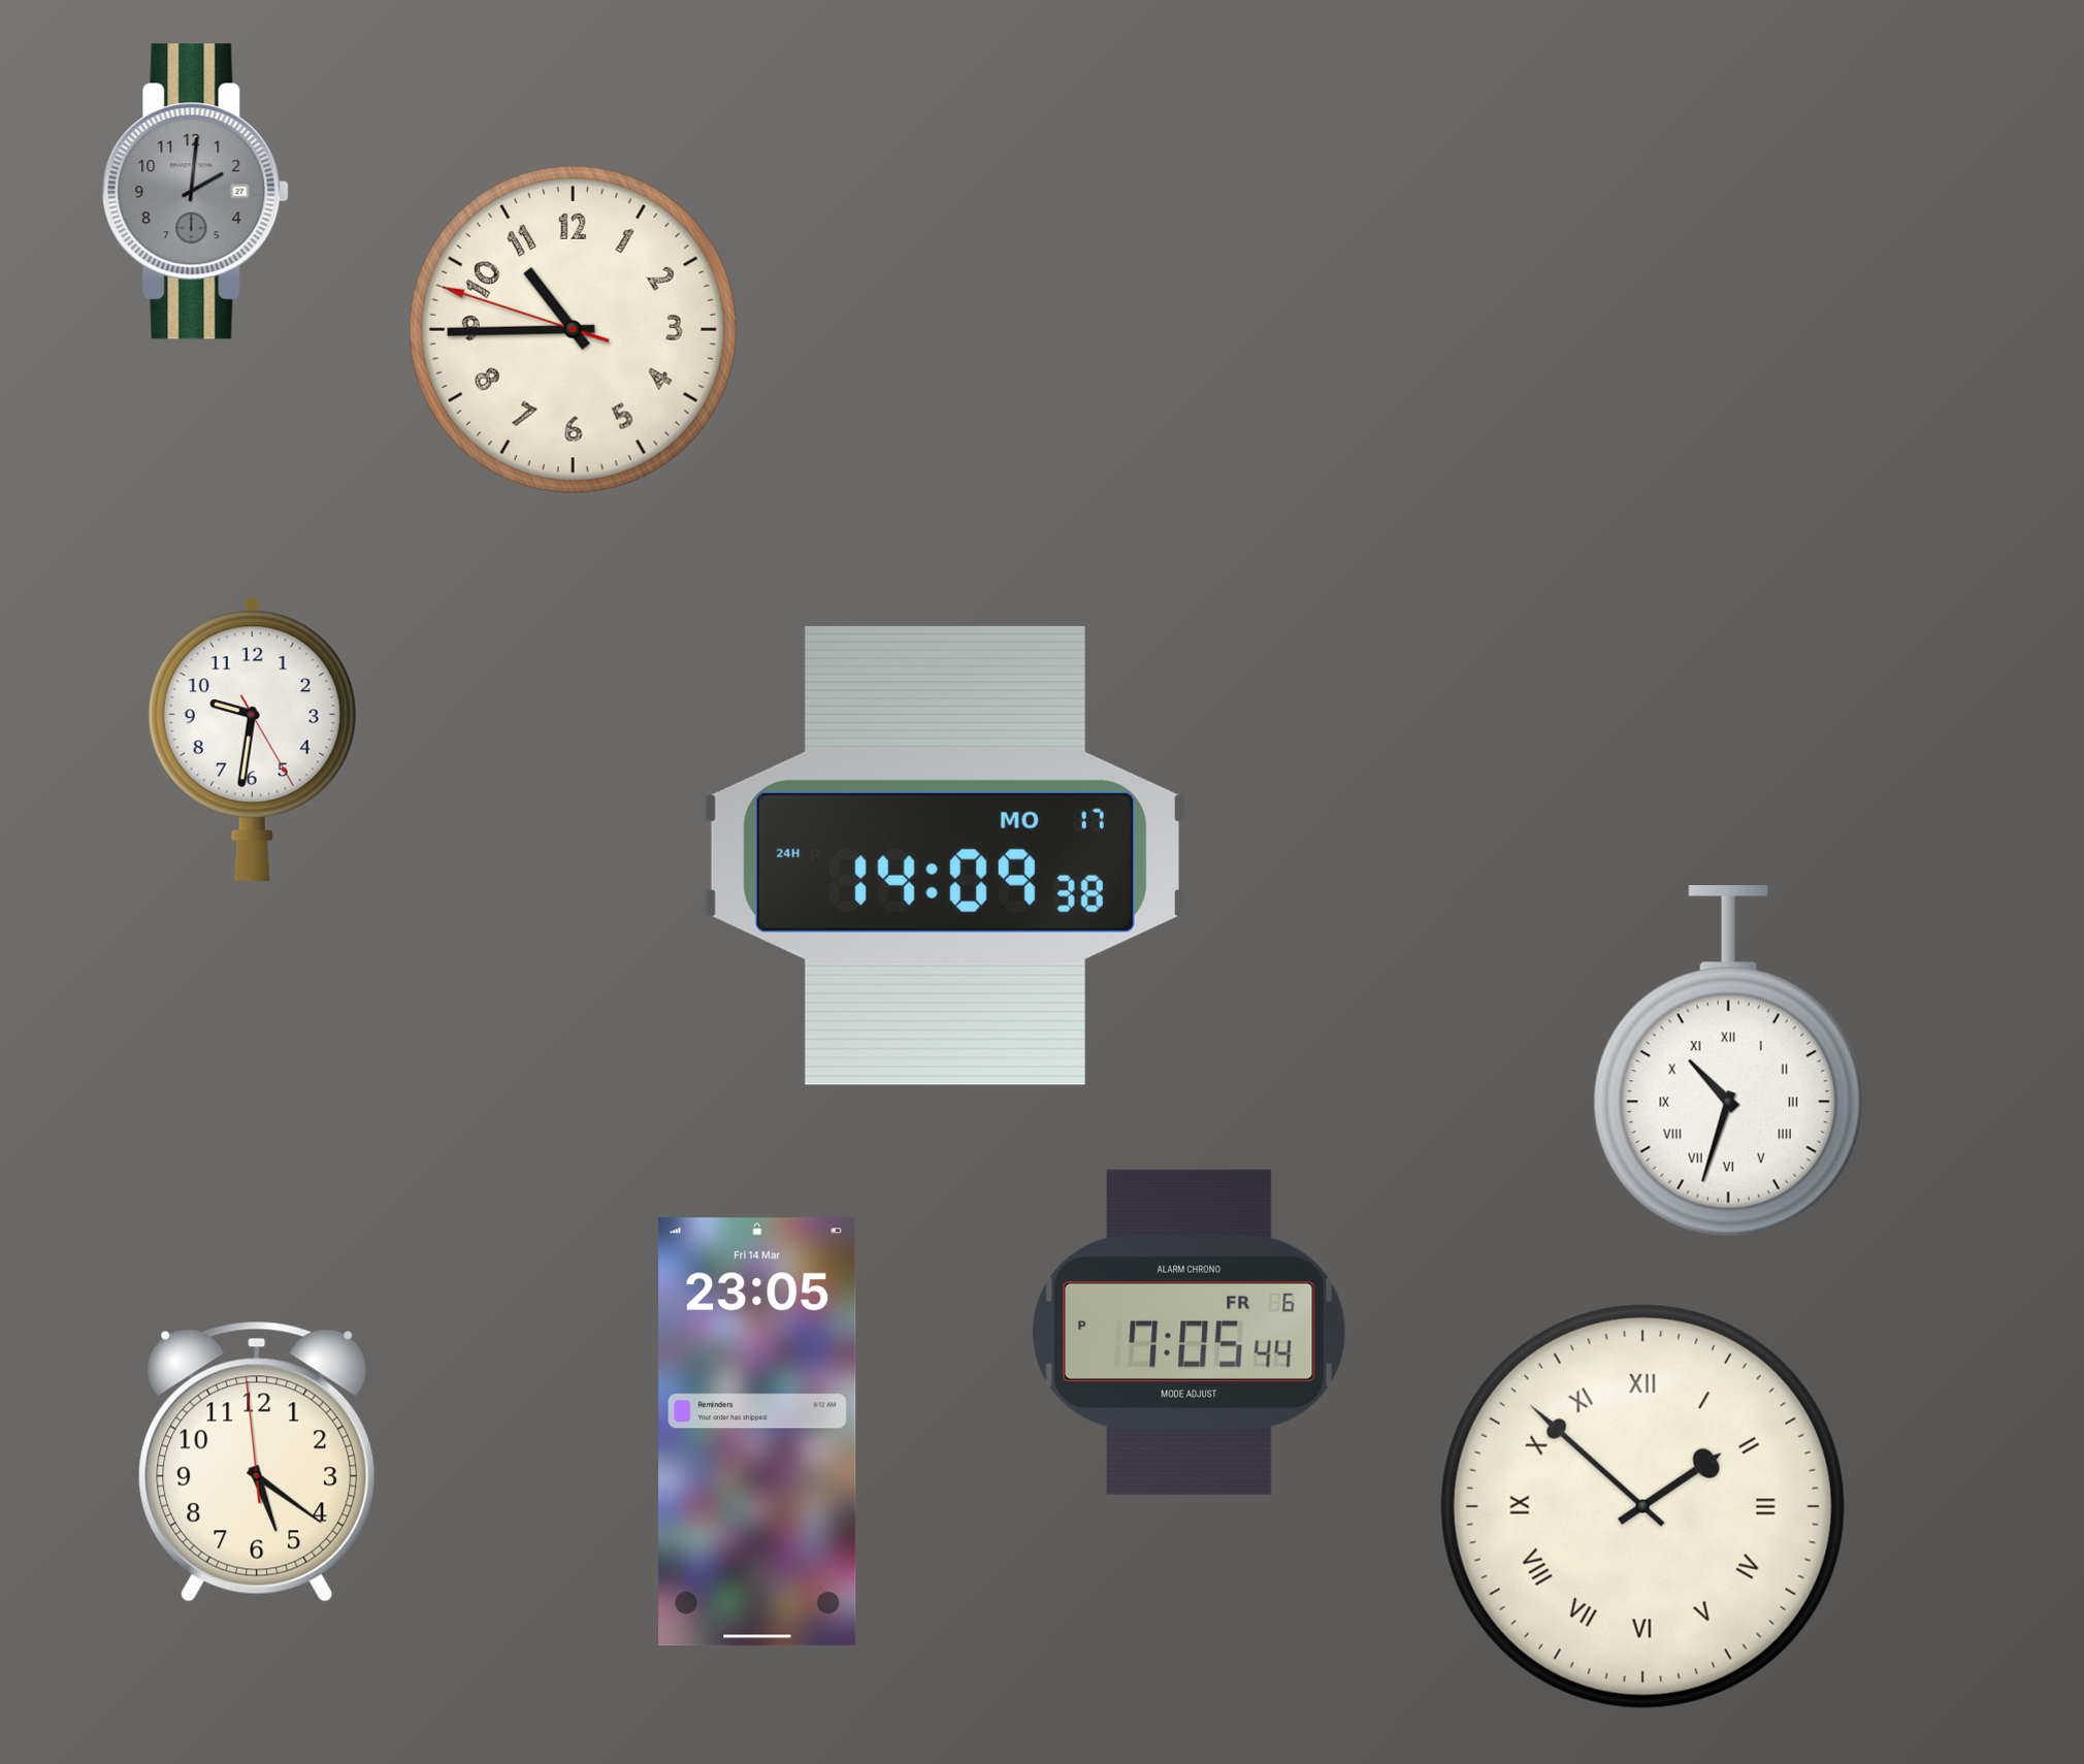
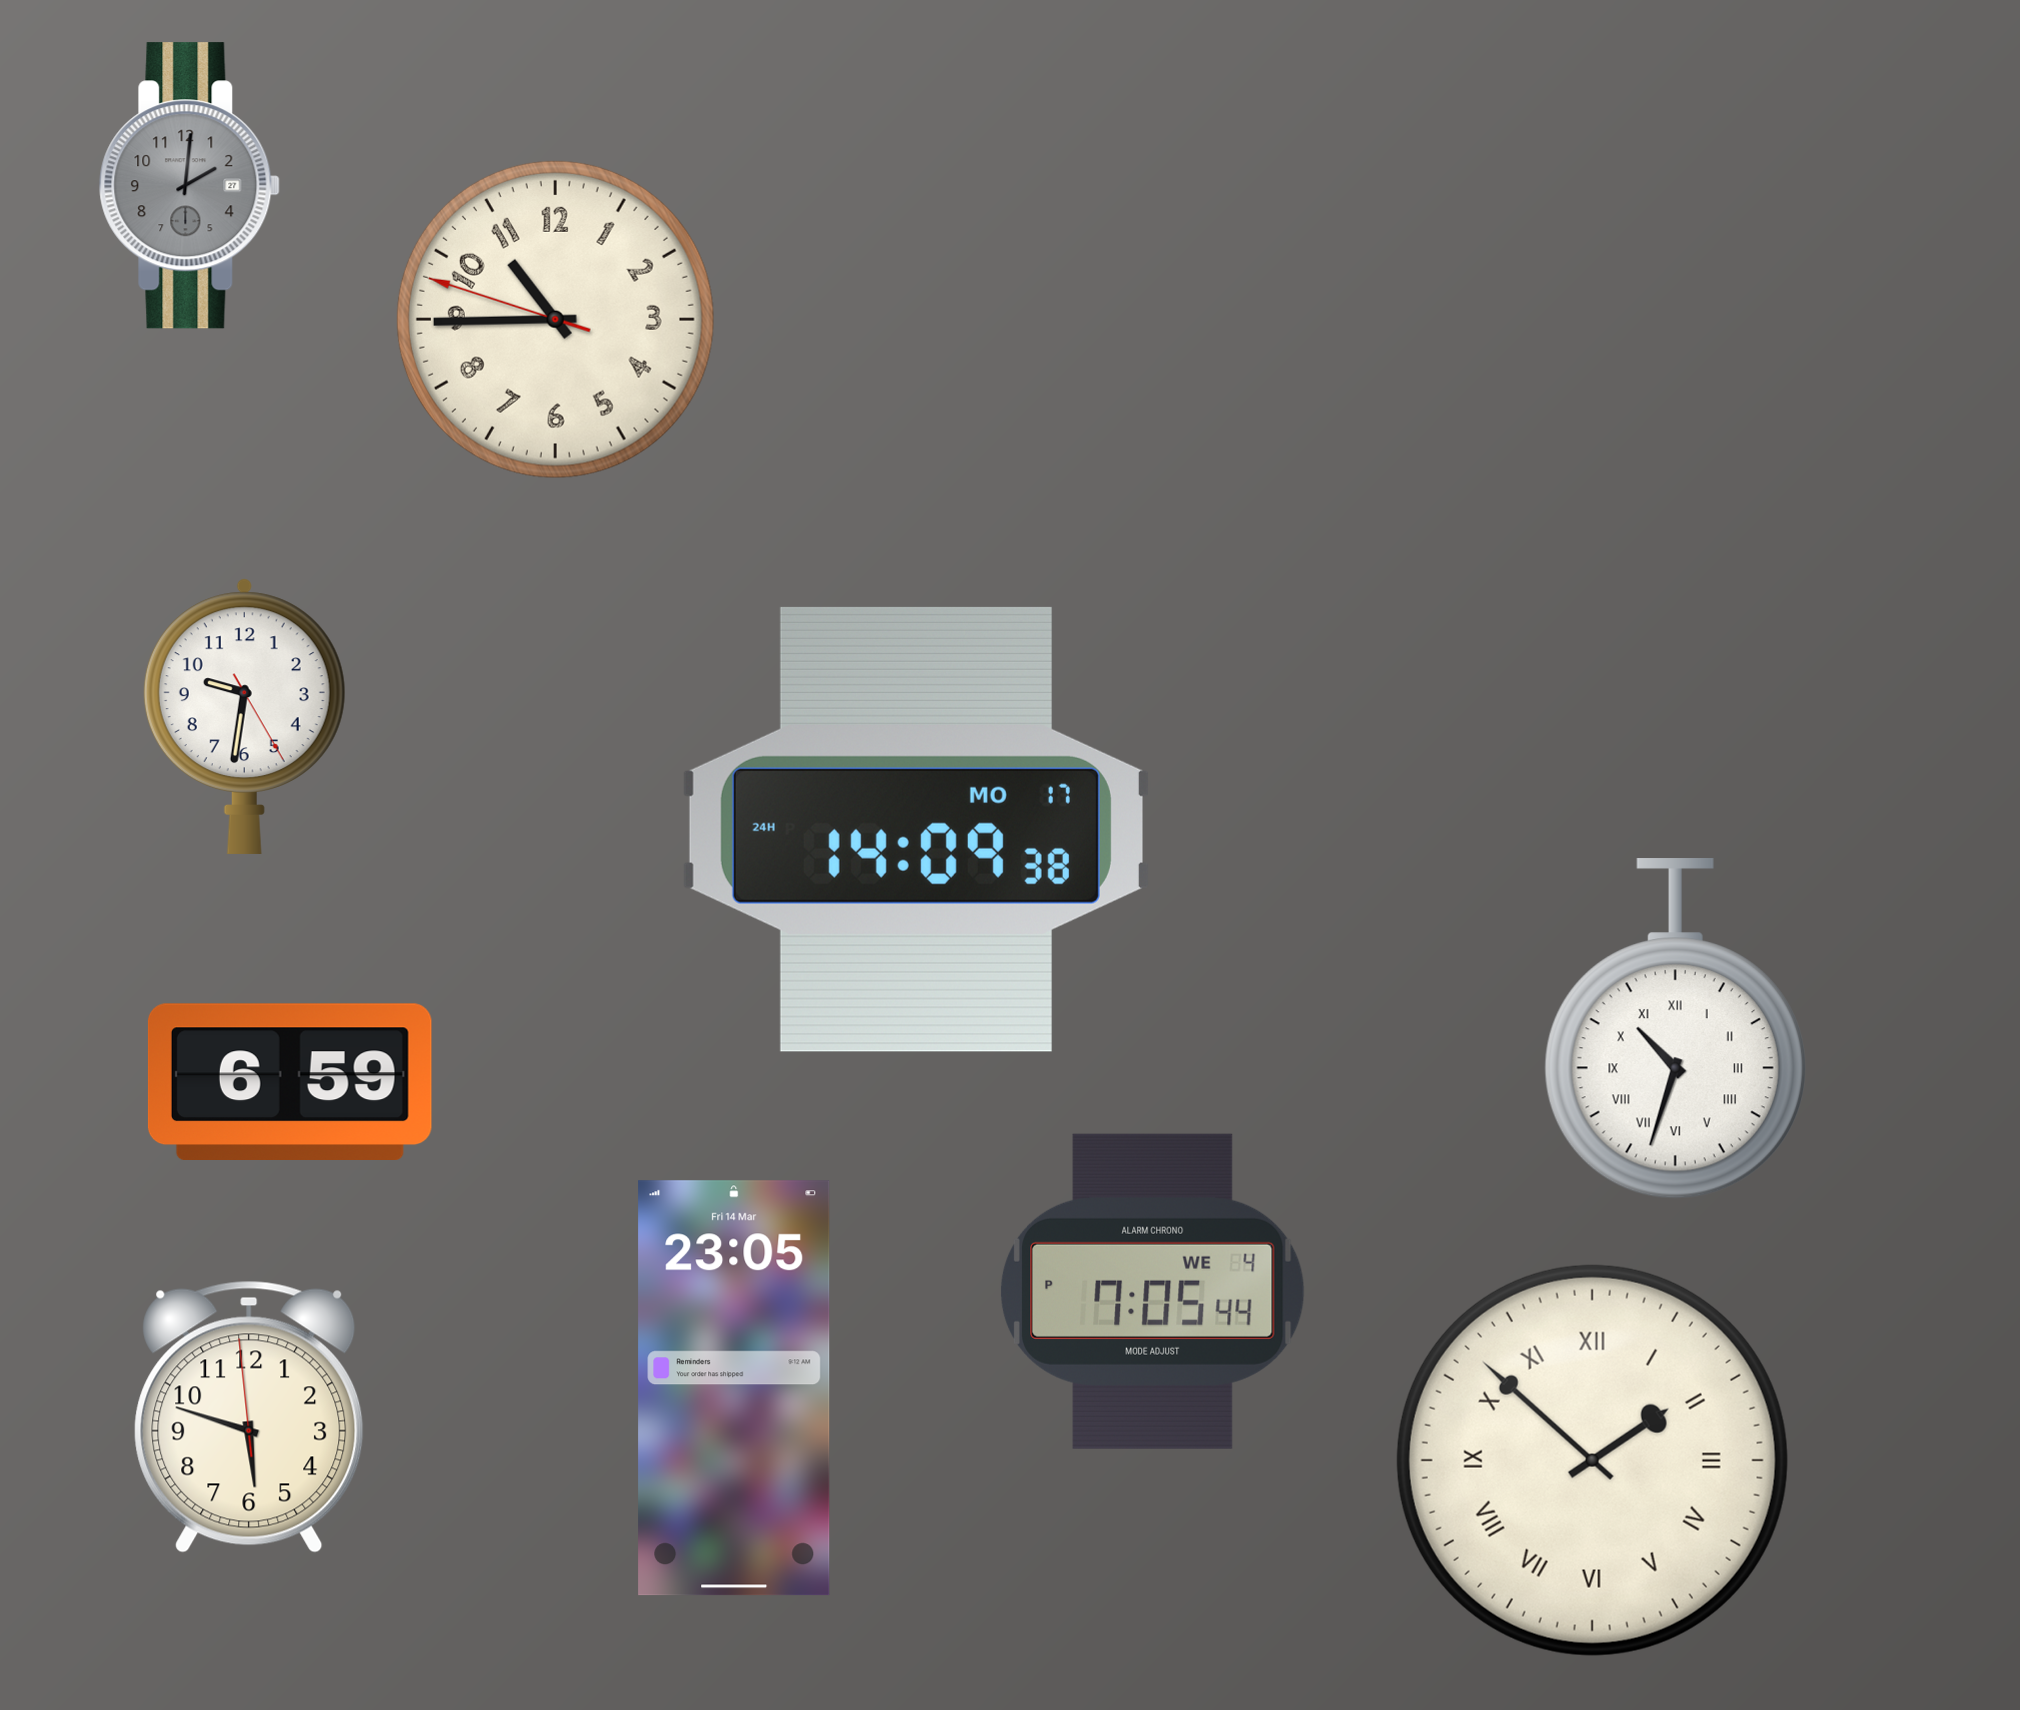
clock at (290, 1081): none -> 6:59
clock at (1188, 1332) date: FR 6 -> WE 4
clock at (257, 1462): 5:20 -> 5:47
